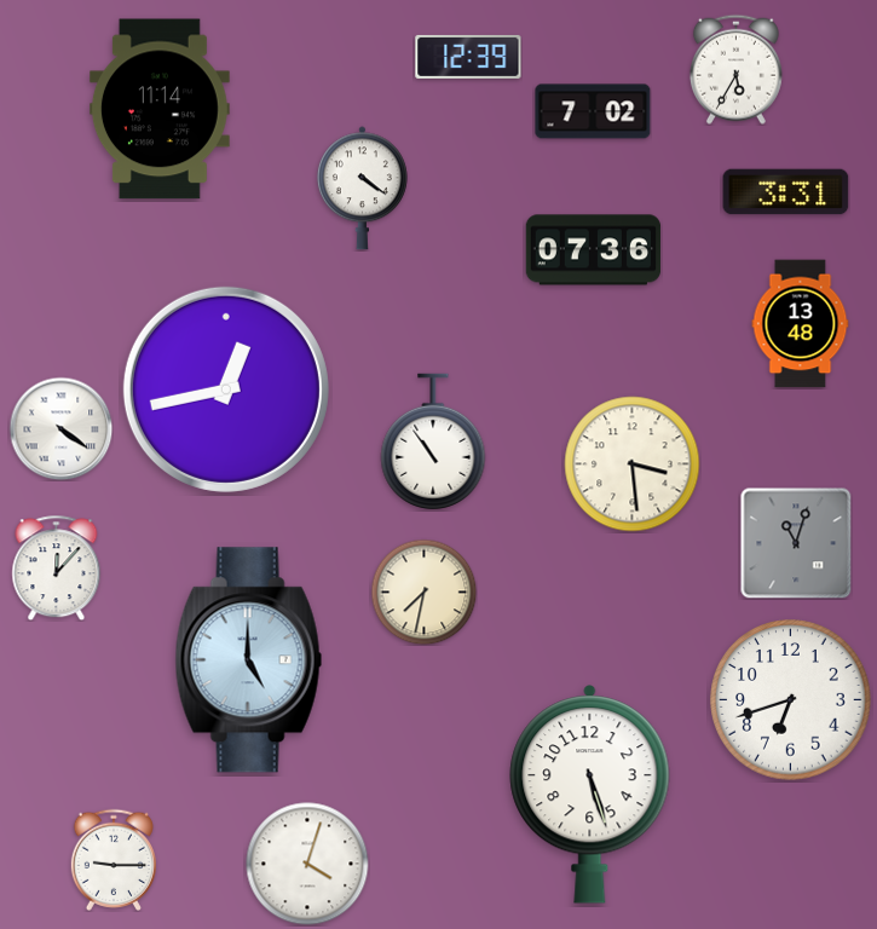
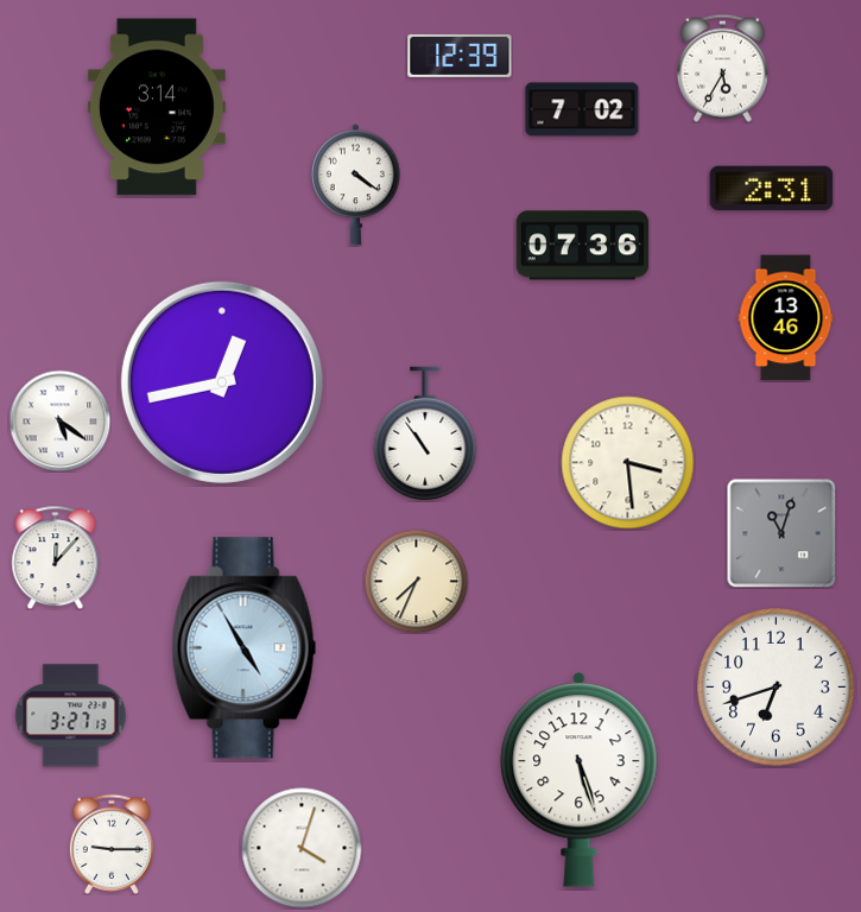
clock at (160, 109): 11:14 -> 3:14
clock at (786, 192): 3:31 -> 2:31
clock at (801, 324): 13:48 -> 13:46
clock at (60, 428): 4:21 -> 5:21
clock at (633, 464) position: (633, 464) -> (628, 463)
clock at (423, 592): 7:32 -> 7:34
clock at (249, 660): 5:00 -> 4:55
clock at (71, 716): none -> 3:27
